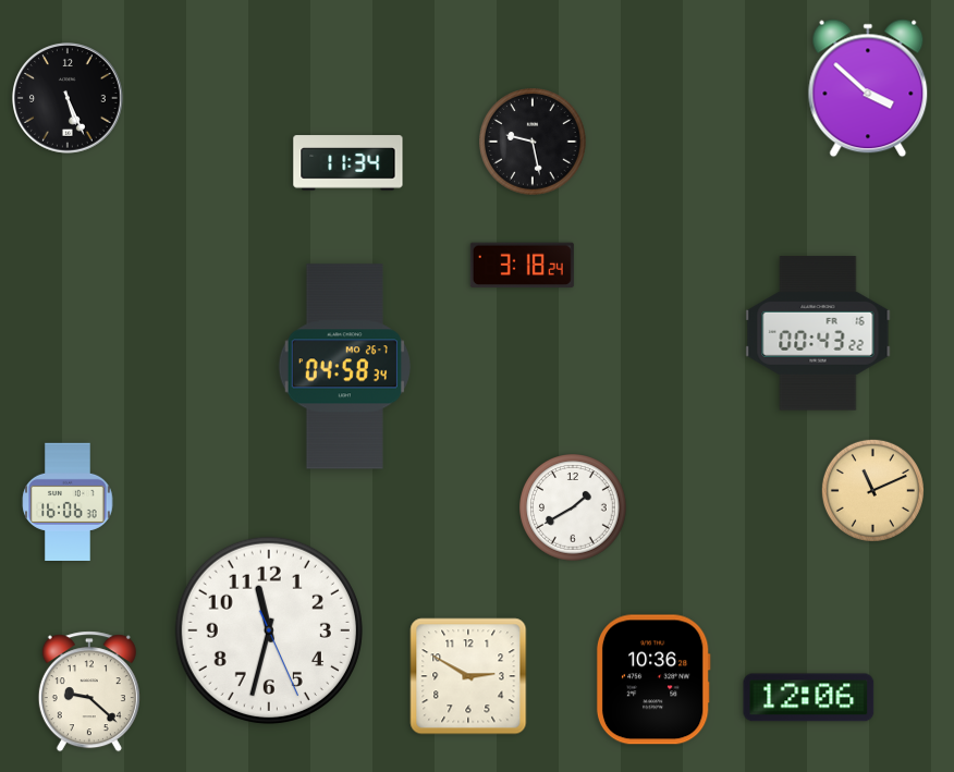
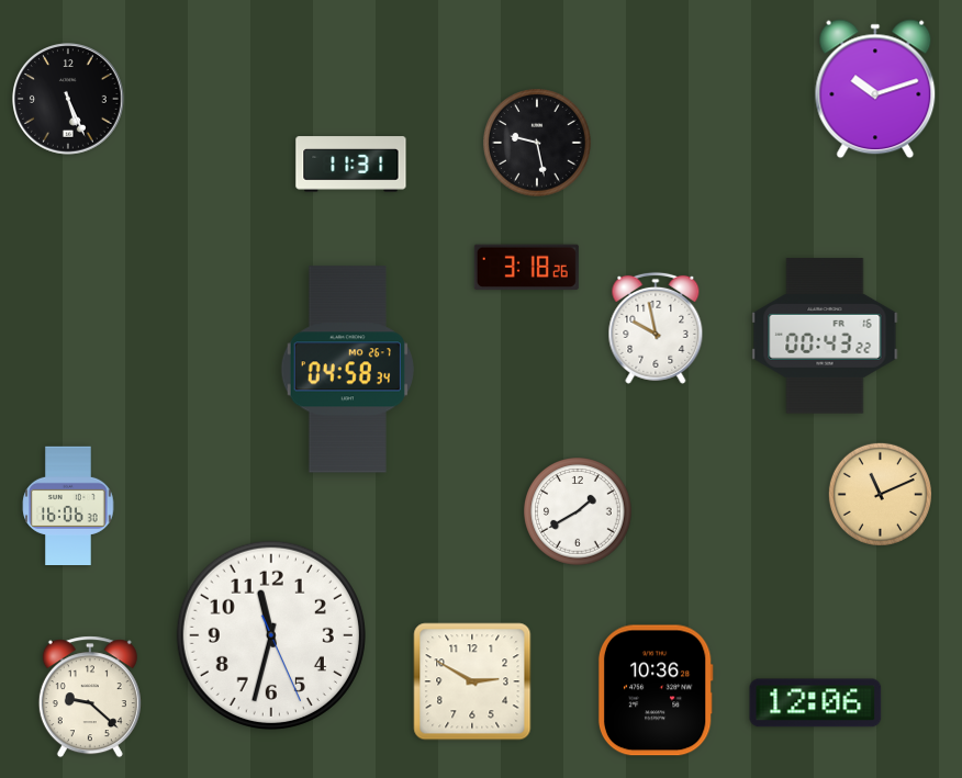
clock at (868, 88): 3:52 -> 10:12
clock at (348, 163): 11:34 -> 11:31
clock at (522, 266): 3:18:24 -> 3:18:26
clock at (656, 328): none -> 9:58
clock at (653, 679) position: (653, 679) -> (656, 690)
